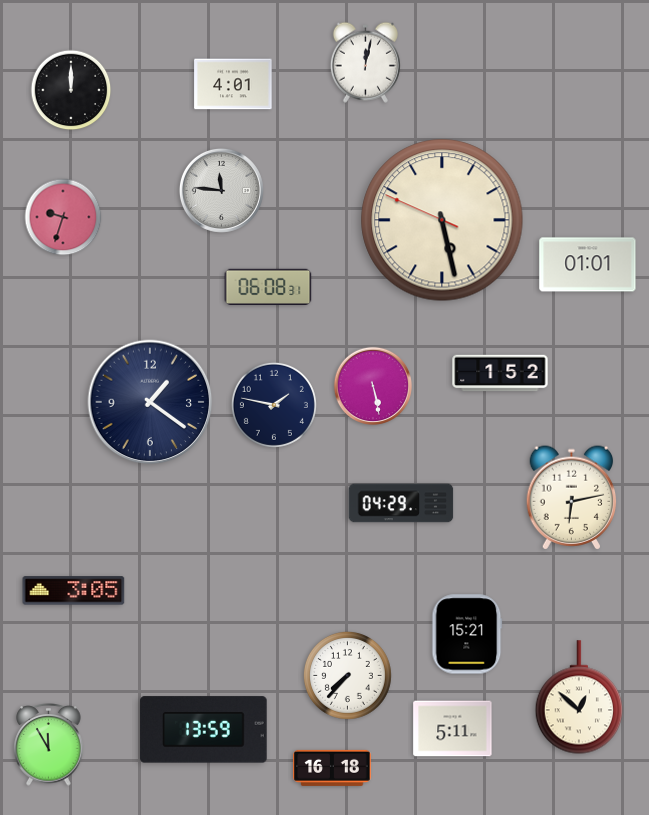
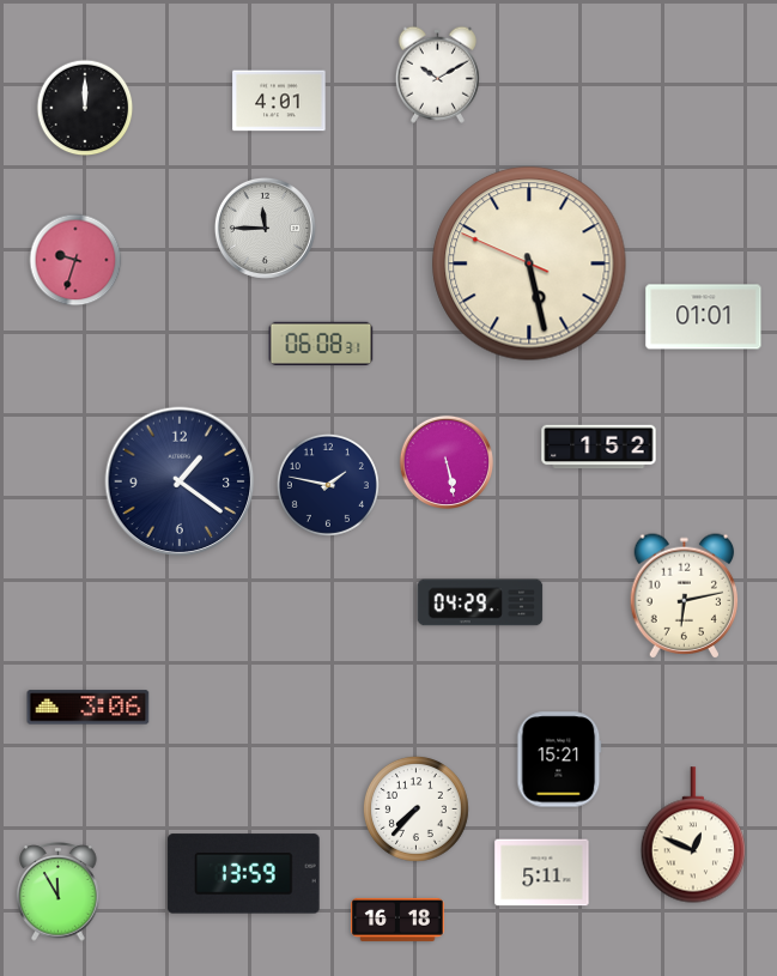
clock at (365, 62): 12:02 -> 10:10
clock at (221, 190): 11:46 -> 11:45
clock at (74, 591): 3:05 -> 3:06
clock at (578, 697): 12:52 -> 12:49
